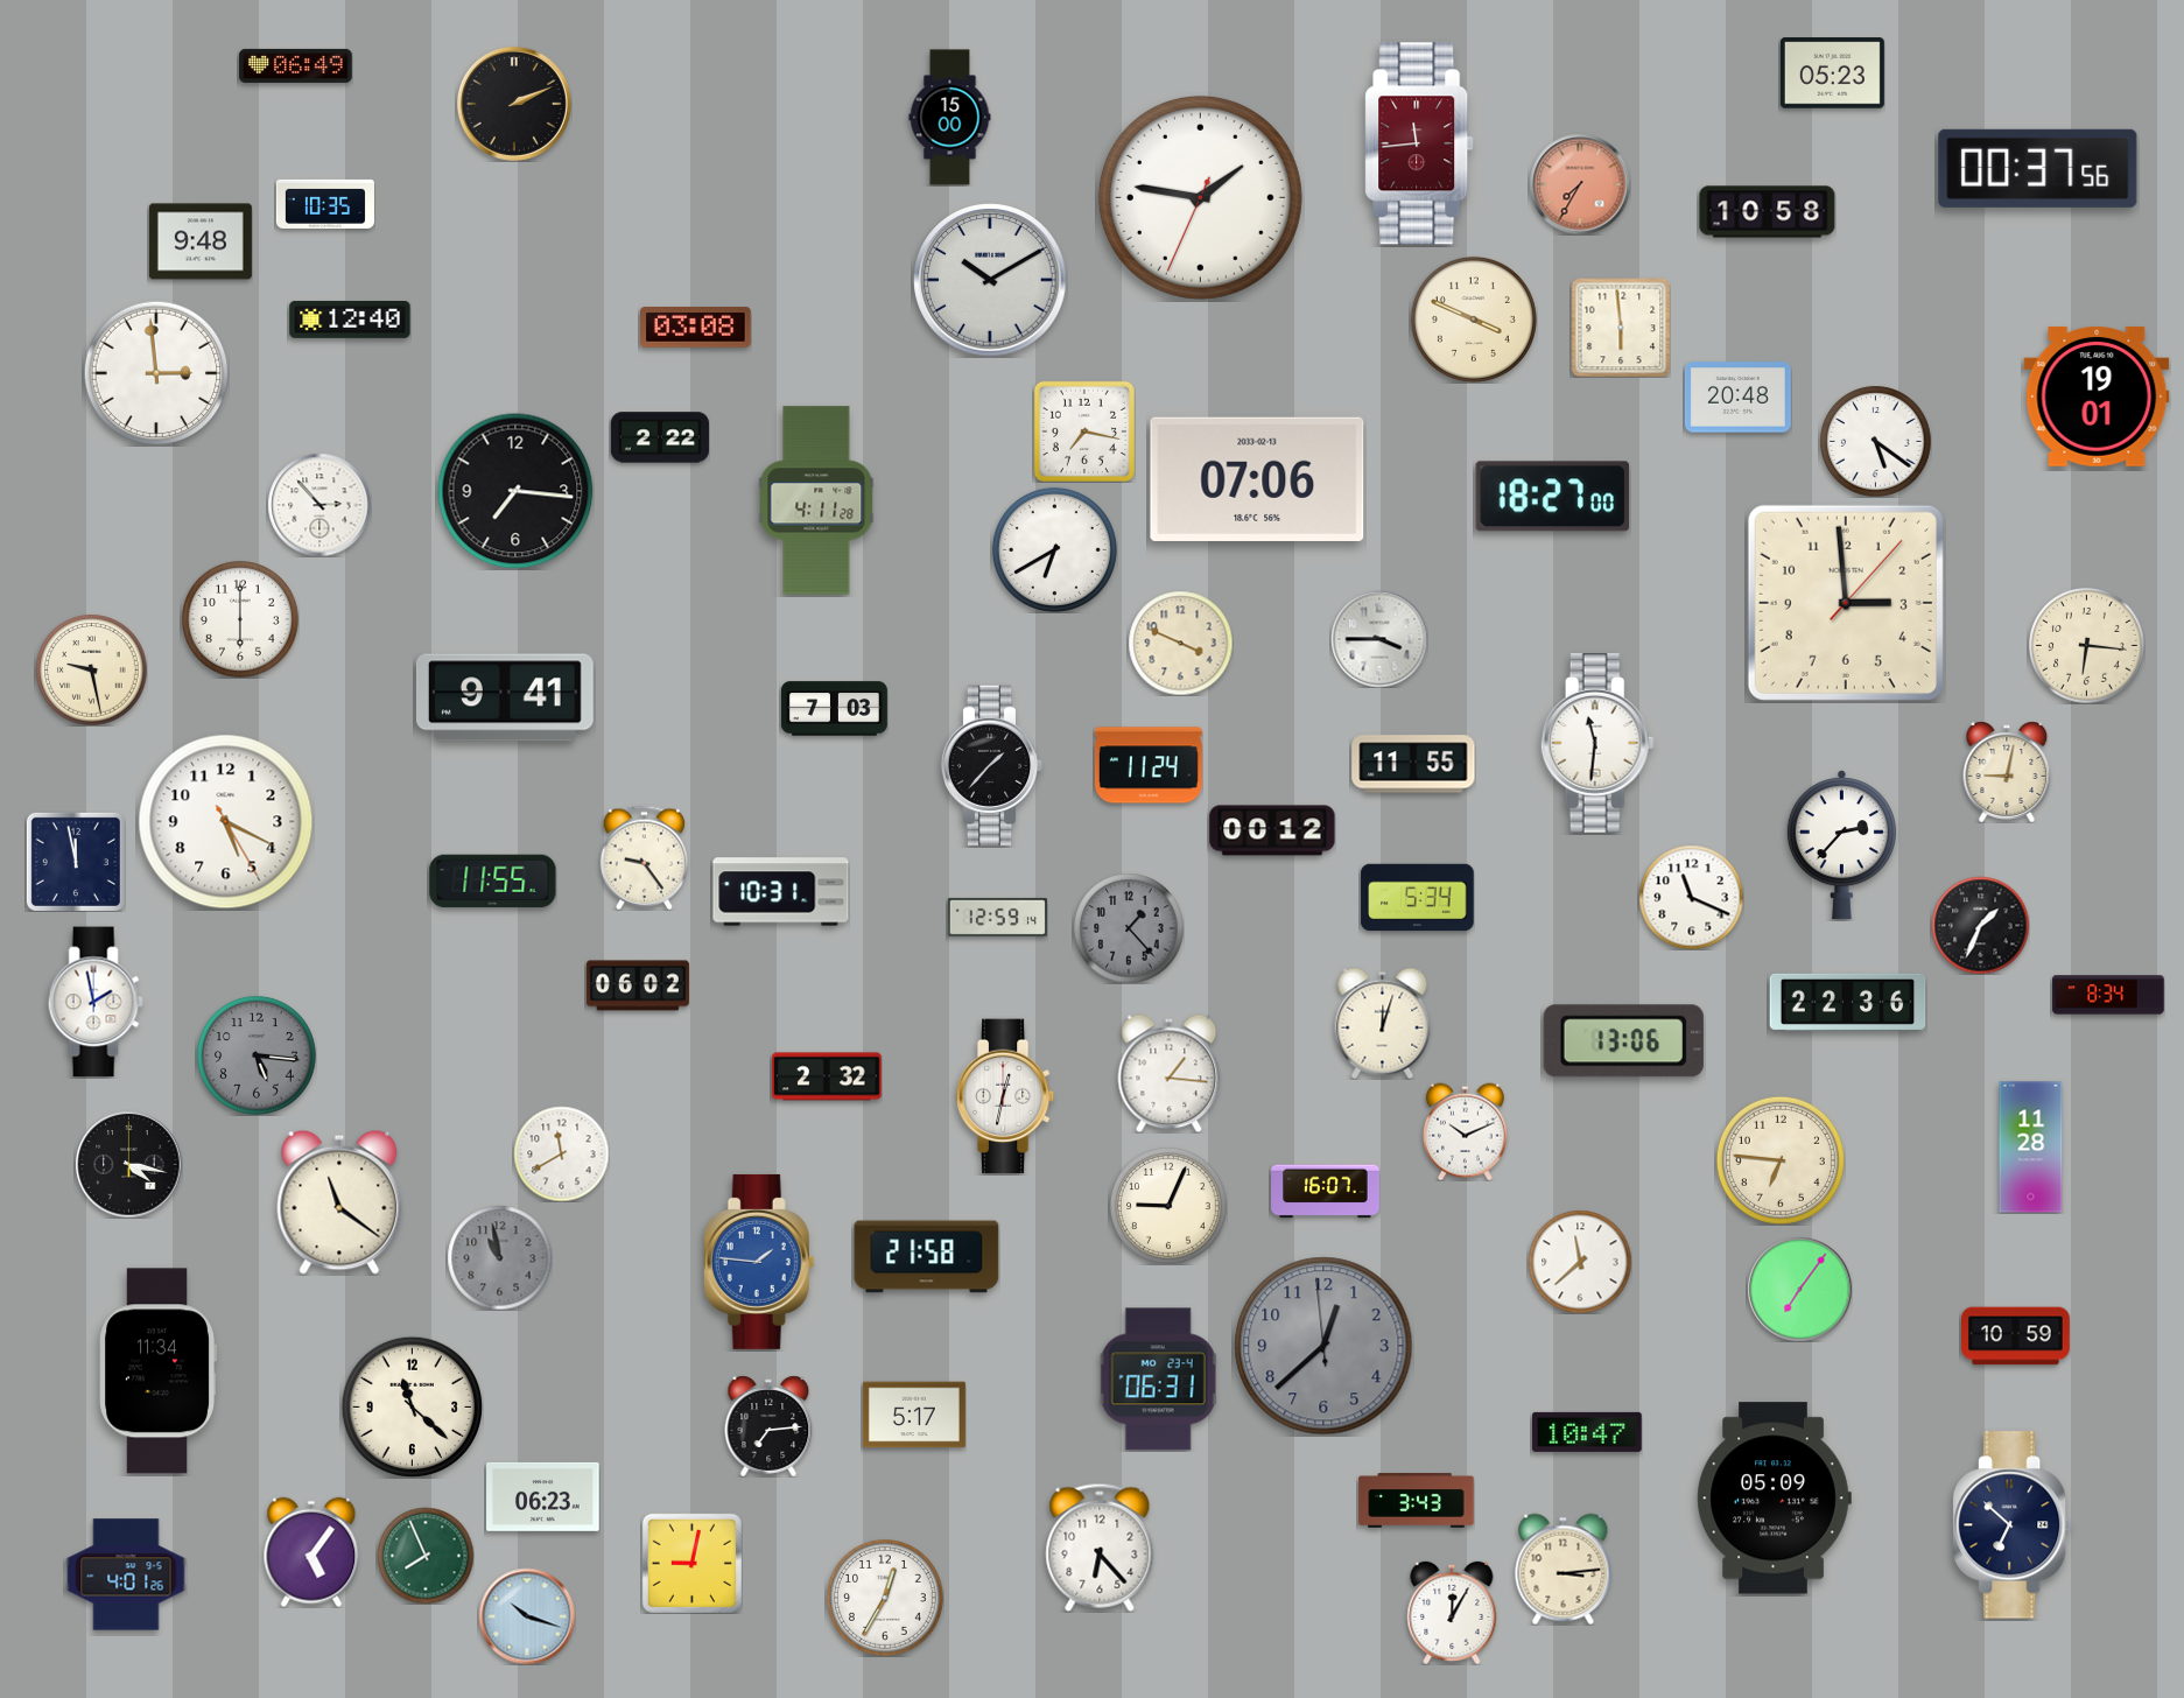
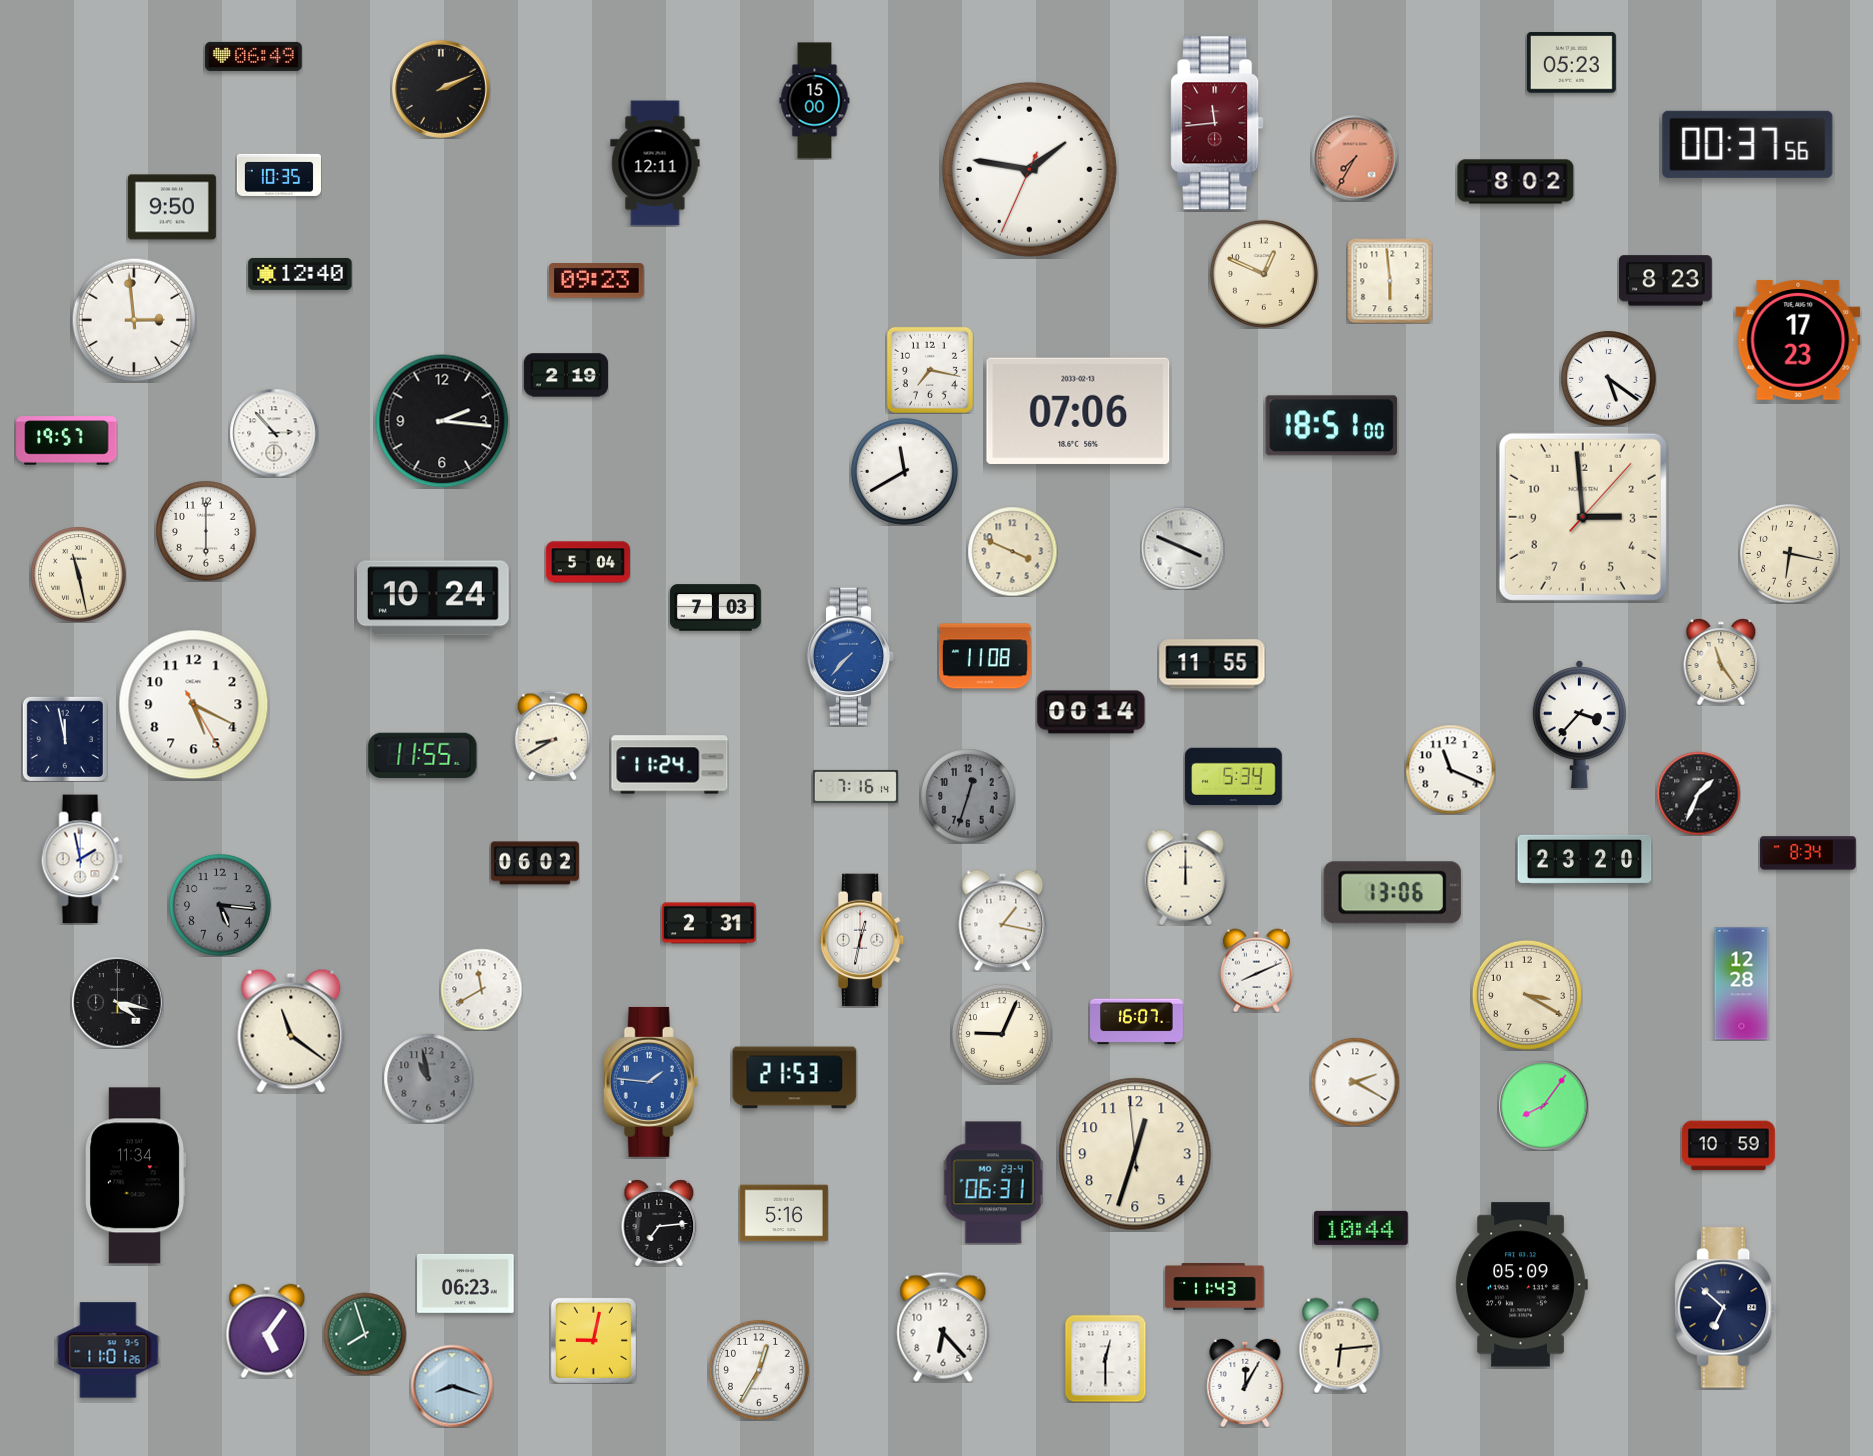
clock at (655, 163): none -> 12:11
clock at (1768, 212): 10:58 -> 8:02
clock at (201, 241): 9:48 -> 9:50
clock at (990, 280): 10:10 -> none
clock at (1474, 320): 3:49 -> 12:49
clock at (696, 328): 03:08 -> 09:23
clock at (1666, 281): none -> 8:23
clock at (2097, 397): 19:01 -> 17:23
clock at (1737, 398): 20:48 -> none
clock at (660, 437): 2:22 -> 2:19
clock at (515, 491): 7:16 -> 2:16
clock at (1553, 497): 18:27 -> 18:51
clock at (816, 500): 4:11 -> none
clock at (67, 441): none -> 19:57
clock at (1054, 549): 6:40 -> 11:40
clock at (1379, 639): 3:45 -> 3:49
clock at (2087, 646): 6:16 -> 6:17
clock at (588, 562): none -> 5:04
clock at (91, 669): 9:28 -> 11:28
clock at (505, 697): 9:41 -> 10:24
clock at (1597, 744): 11:31 -> none
clock at (1413, 764) position: (1413, 764) -> (1212, 664)
clock at (992, 765): 1:37 -> 7:37
clock at (992, 765) dial: black -> blue
clock at (1149, 765): 11:24 -> 11:08
clock at (2007, 772): 9:02 -> 11:24
clock at (1272, 830): 00:12 -> 00:14
clock at (1841, 846): 2:37 -> 3:37
clock at (644, 857): 9:24 -> 8:40
clock at (781, 892): 10:31 -> 11:24
clock at (1418, 898) position: (1418, 898) -> (1234, 777)
clock at (997, 917): 12:59 -> 7:16
clock at (1129, 928): 1:23 -> 12:33
clock at (638, 985) position: (638, 985) -> (535, 863)
clock at (1848, 1002): 22:36 -> 23:20
clock at (1383, 1023): 12:03 -> 12:00
clock at (1170, 1073): 1:16 -> 1:17
clock at (827, 1076): 2:32 -> 2:31
clock at (1465, 1131): 10:11 -> 8:11
clock at (2031, 1148): 11:28 -> 12:28
clock at (1781, 1160): 6:46 -> 3:20
clock at (128, 1164) position: (128, 1164) -> (117, 1002)
clock at (927, 1257): 21:58 -> 21:53
clock at (1580, 1262): 11:38 -> 2:20
clock at (1799, 1289): 7:06 -> 8:06
clock at (1323, 1346): 12:37 -> 12:32
clock at (1323, 1346) dial: grey -> cream
clock at (412, 1406): 11:22 -> none
clock at (914, 1415): 5:17 -> 5:16
clock at (1588, 1432): 10:47 -> 10:44
clock at (1417, 1501): 3:43 -> 11:43
clock at (426, 1556): 7:56 -> 7:57
clock at (1564, 1569): 3:14 -> 6:14
clock at (126, 1574): 4:01 -> 11:01
clock at (1106, 1358): none -> 12:30
clock at (527, 1616): 10:18 -> 8:18
